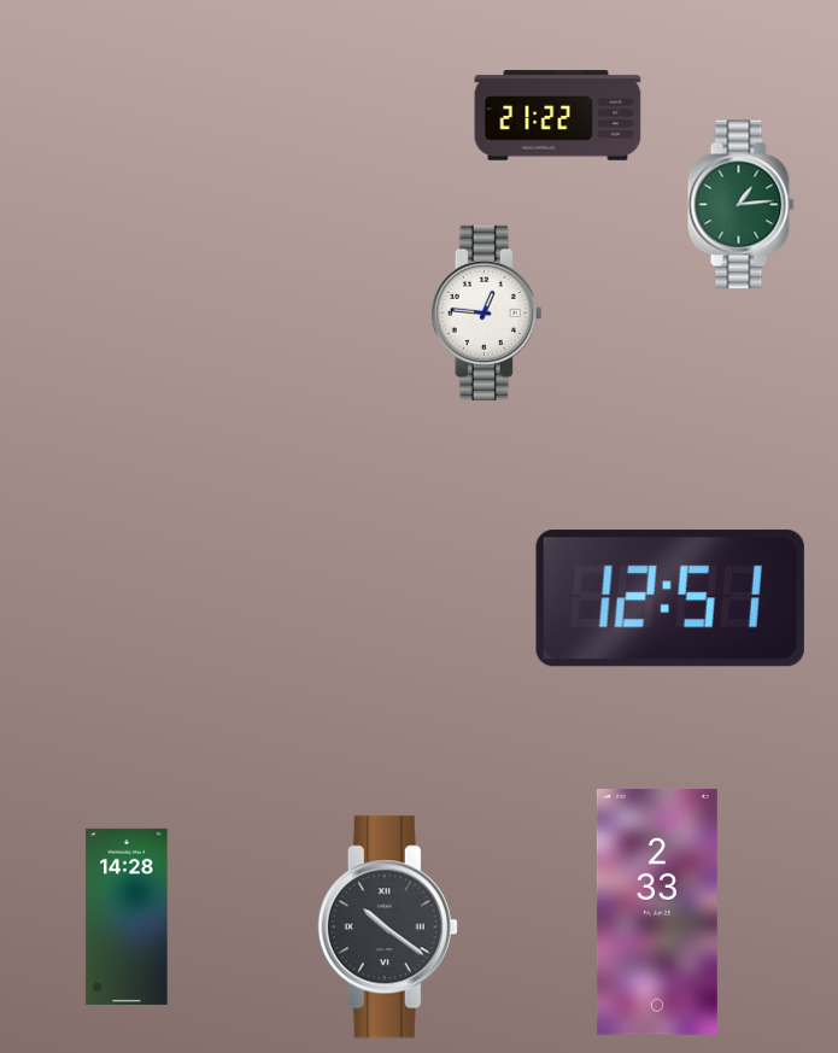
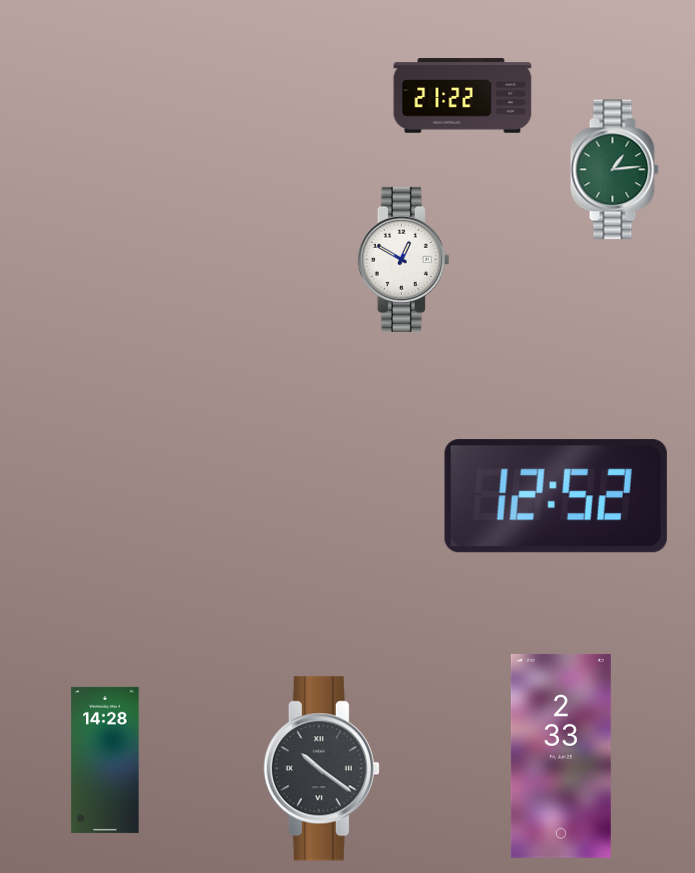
clock at (486, 312): 12:46 -> 12:50
clock at (670, 598): 12:51 -> 12:52
clock at (657, 912) position: (657, 912) -> (561, 756)
